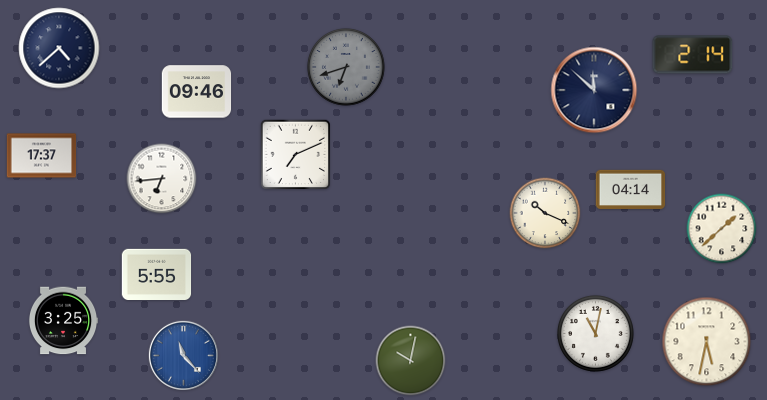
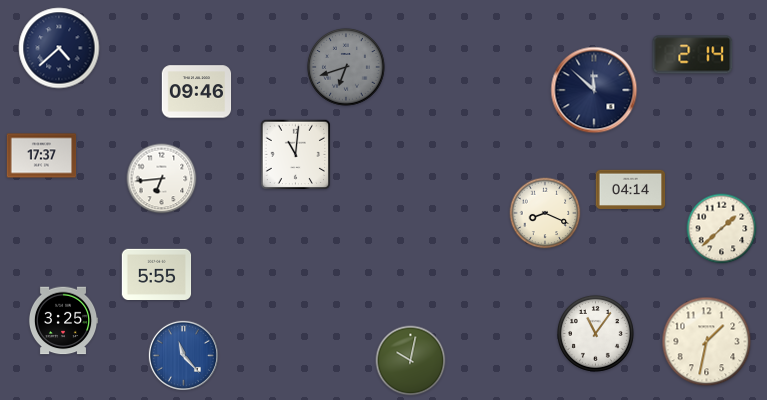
clock at (295, 154): 7:11 -> 11:01
clock at (545, 213): 10:19 -> 8:19
clock at (595, 333): 11:02 -> 11:06
clock at (707, 342): 5:32 -> 1:32
